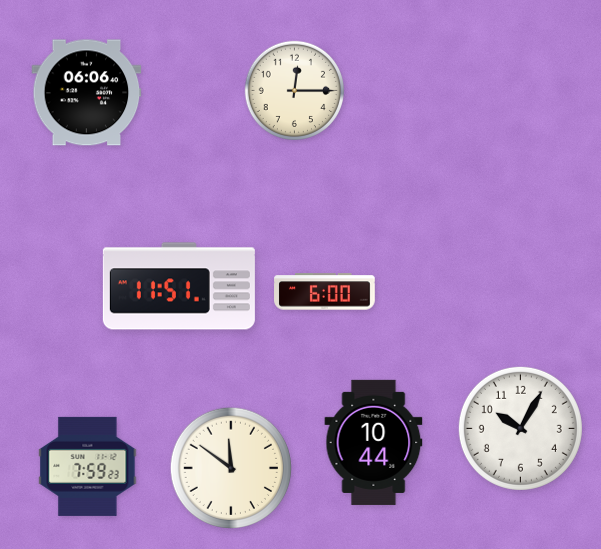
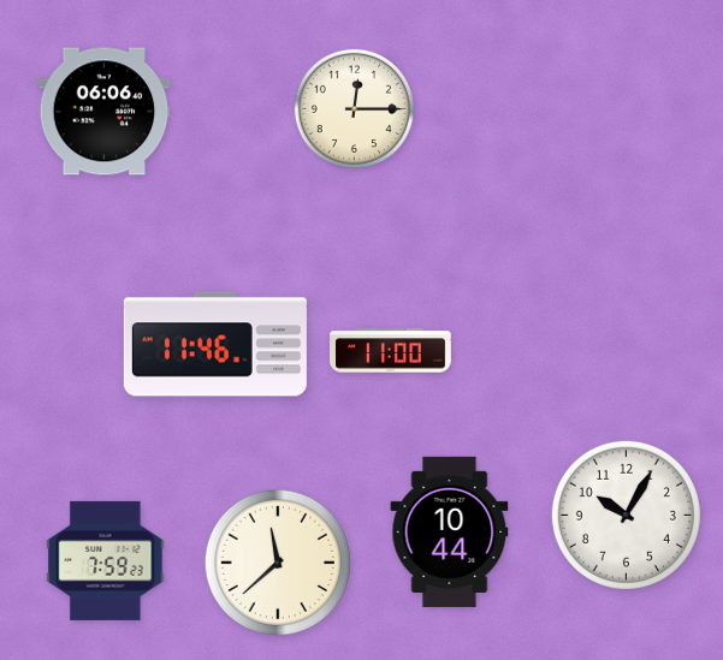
clock at (179, 286): 11:51 -> 11:46
clock at (325, 292): 6:00 -> 11:00
clock at (230, 467): 11:51 -> 11:38
